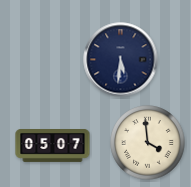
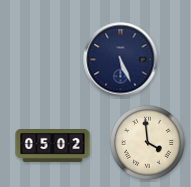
clock at (121, 60): 5:31 -> 5:26
clock at (53, 146): 05:07 -> 05:02
